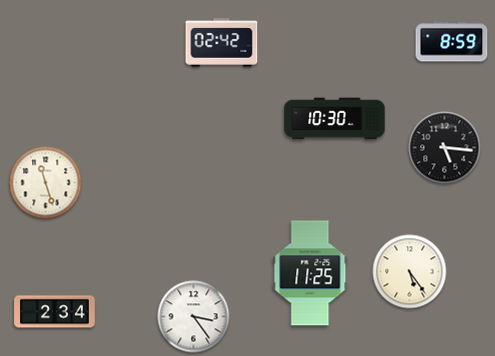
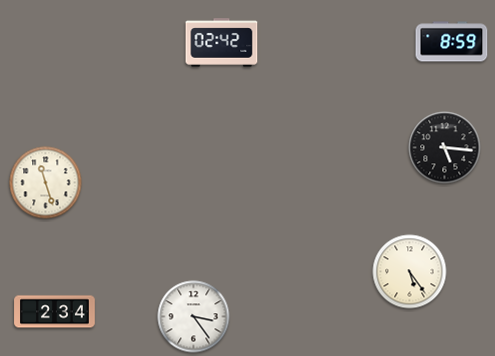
clock at (335, 119): 10:30 -> none
clock at (310, 273): 11:25 -> none
